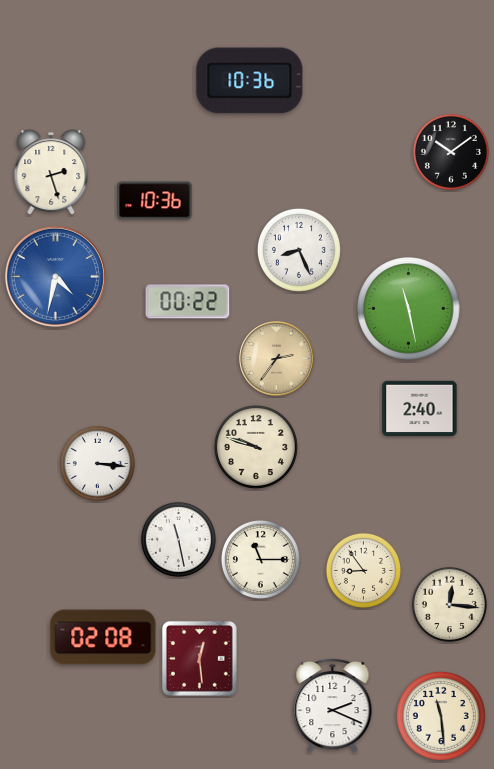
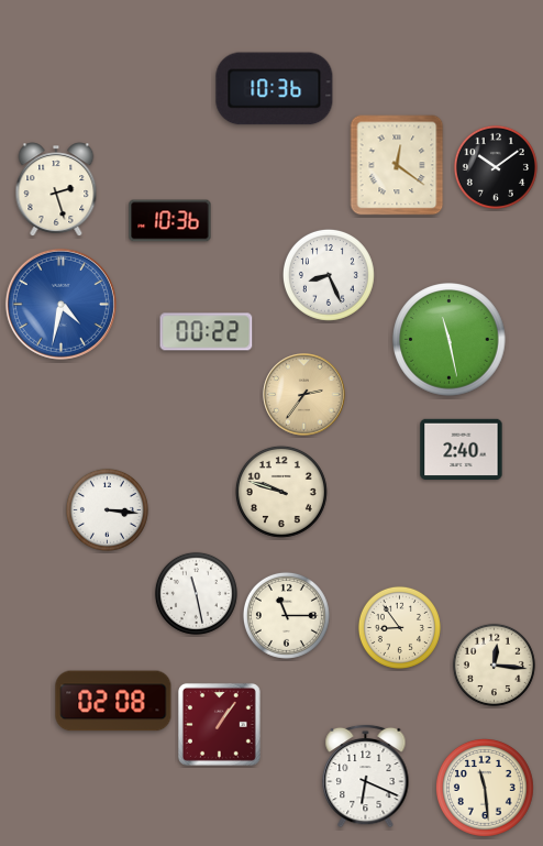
clock at (397, 165): none -> 12:21
clock at (200, 659): 12:29 -> 1:06
clock at (333, 705): 2:19 -> 6:19
